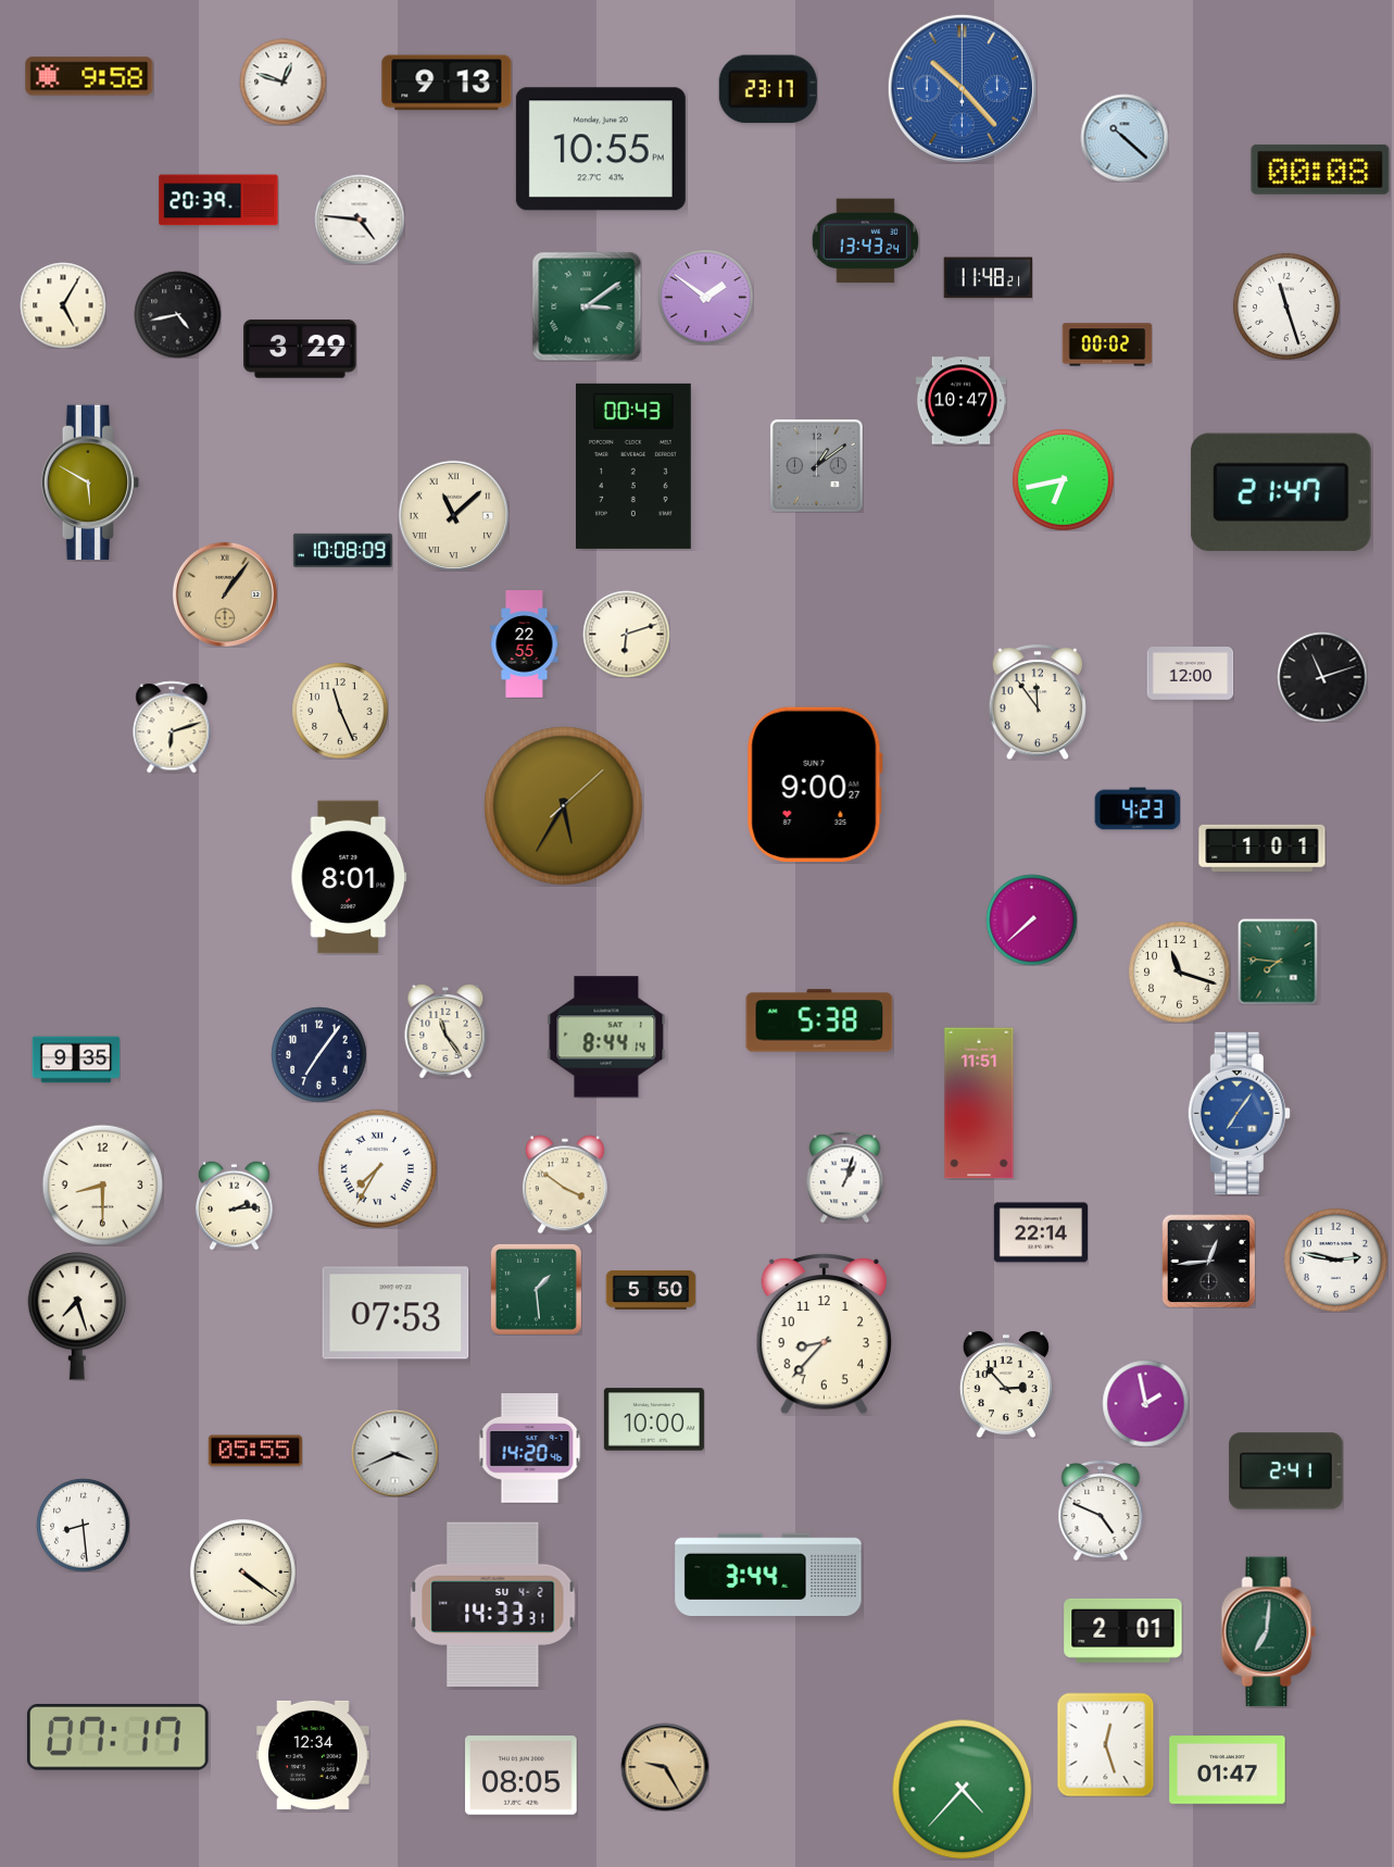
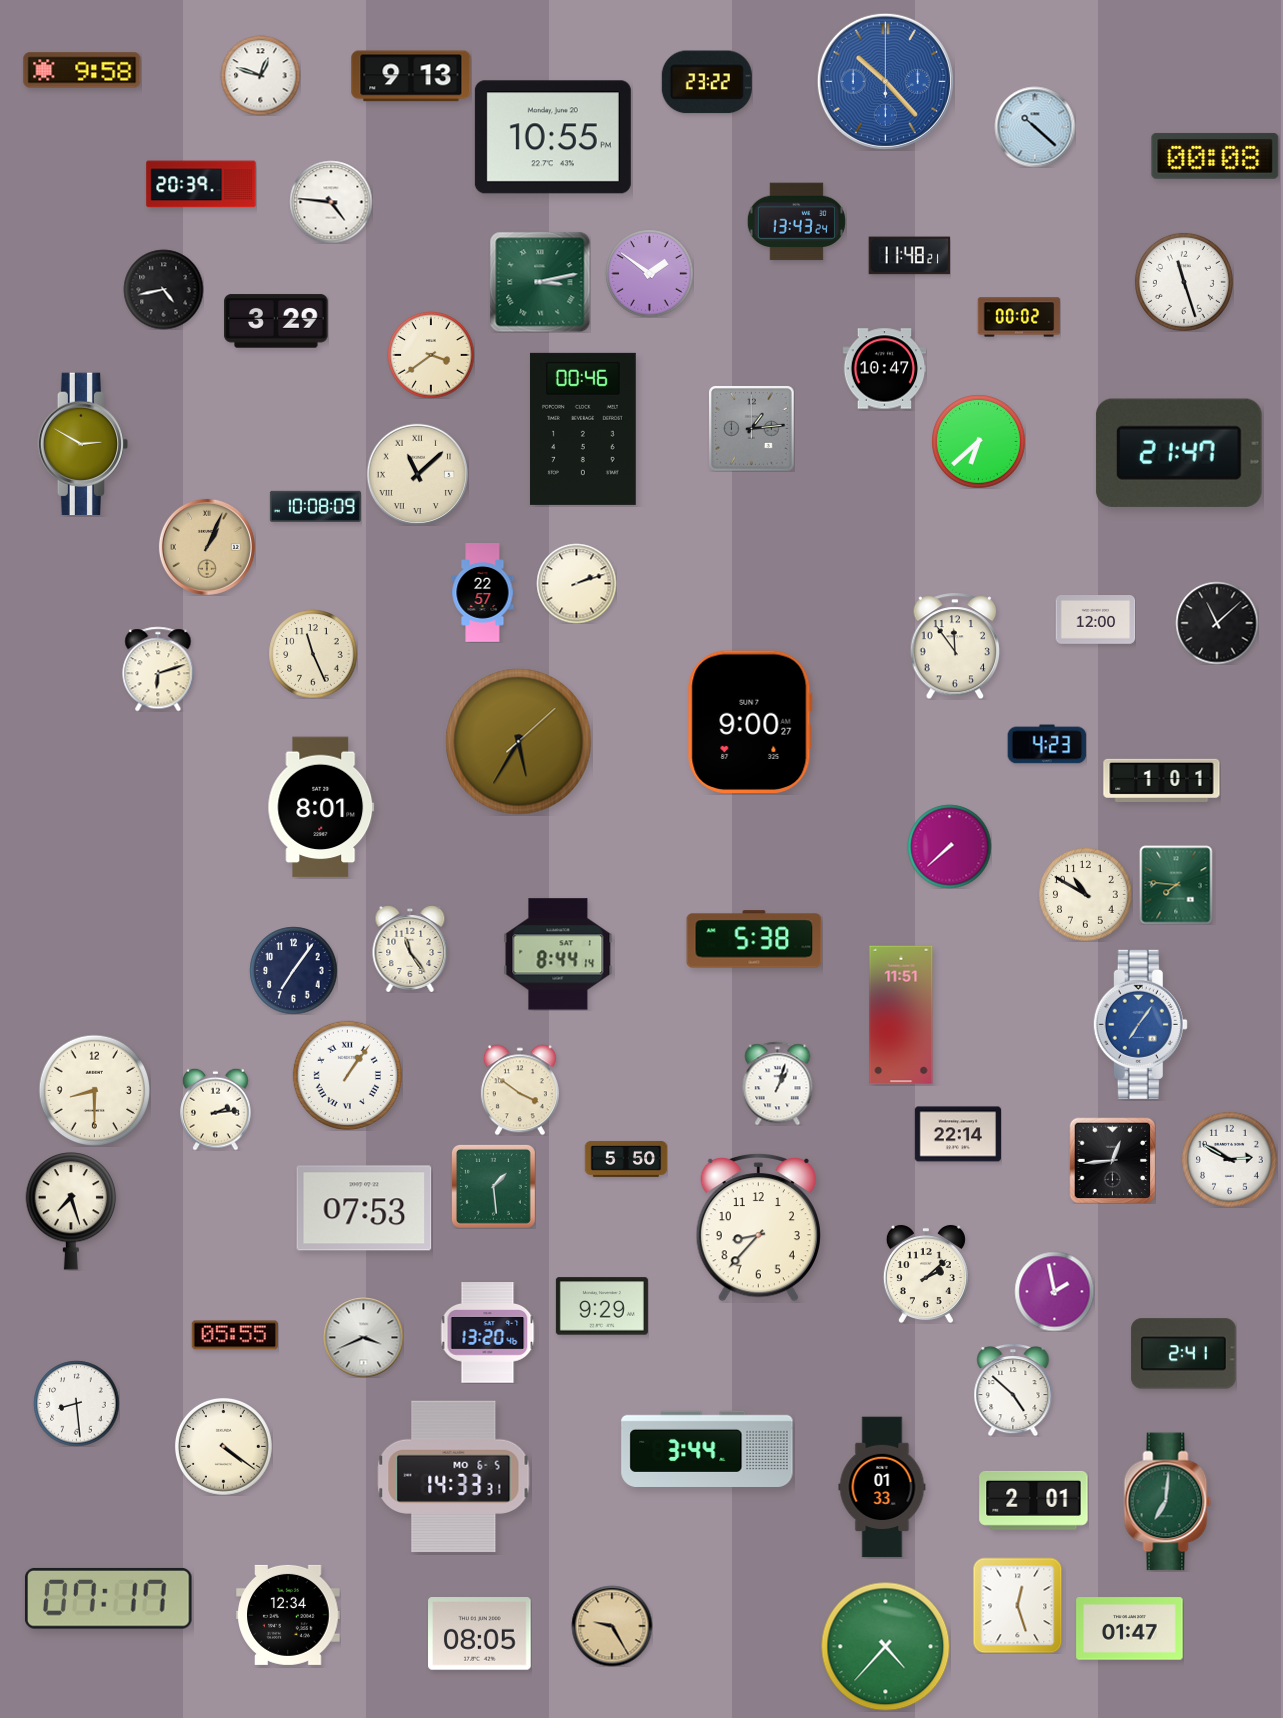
clock at (768, 89): 23:17 -> 23:22
clock at (63, 305): 5:05 -> none
clock at (587, 306): 3:09 -> 3:13
clock at (431, 355): none -> 3:39
clock at (633, 466): 00:43 -> 00:46
clock at (817, 466): 1:09 -> 1:14
clock at (1063, 479): 6:43 -> 6:38
clock at (90, 483): 5:50 -> 2:50
clock at (225, 594): 1:06 -> 1:04
clock at (626, 634): 6:12 -> 2:12
clock at (525, 644): 22:55 -> 22:57
clock at (1322, 677): 11:12 -> 11:08
clock at (1179, 972): 11:18 -> 10:50
clock at (76, 1060): 9:35 -> none
clock at (377, 1168): 7:35 -> 1:06
clock at (1336, 1261): 2:47 -> 2:50
clock at (651, 1290) position: (651, 1290) -> (626, 1159)
clock at (1006, 1384): 2:53 -> 2:08
clock at (654, 1419): 10:00 -> 9:29
clock at (530, 1449): 14:20 -> 13:20
clock at (1101, 1511): 4:49 -> 4:52
clock at (493, 1605) date: SU 4-2 -> MO 6-5
clock at (882, 1487): none -> 01:33
